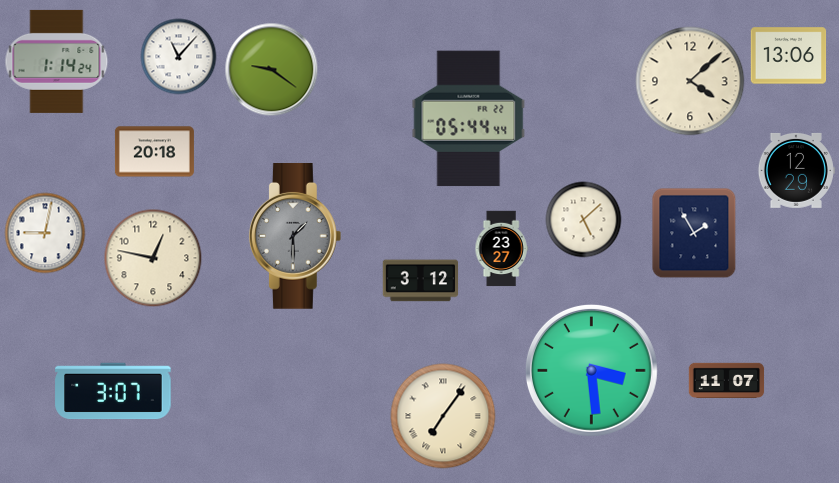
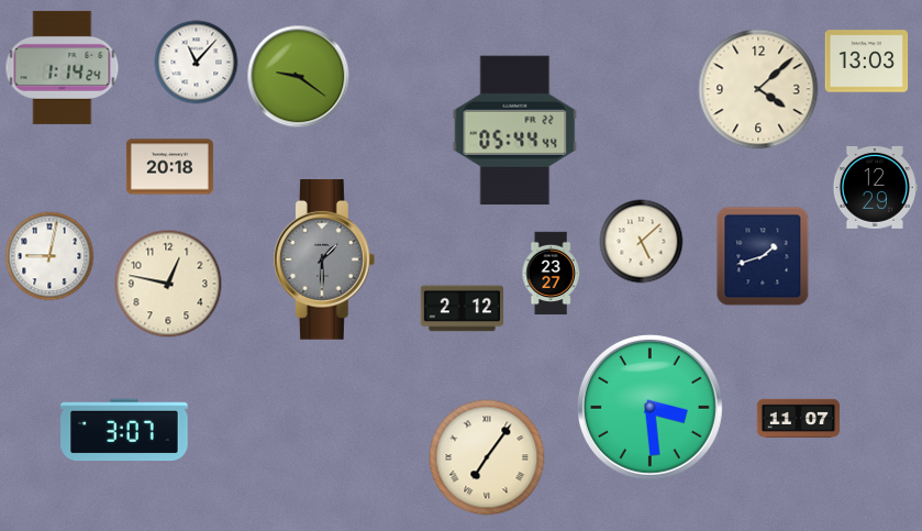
clock at (789, 56): 13:06 -> 13:03
clock at (694, 233): 1:55 -> 1:42
clock at (421, 281): 3:12 -> 2:12
